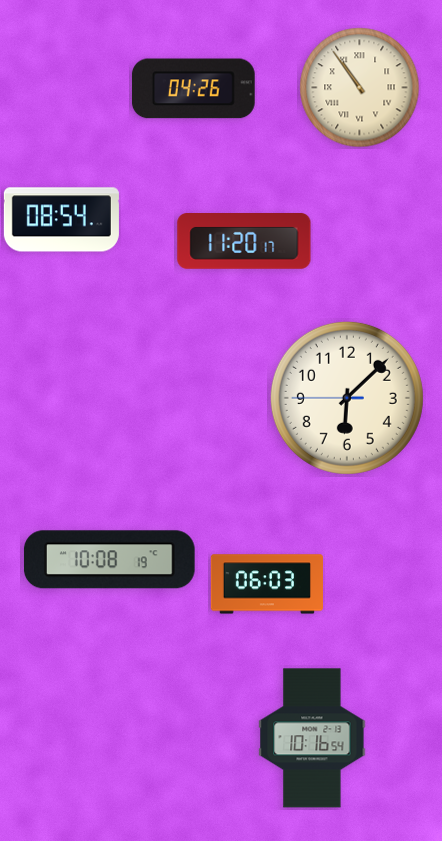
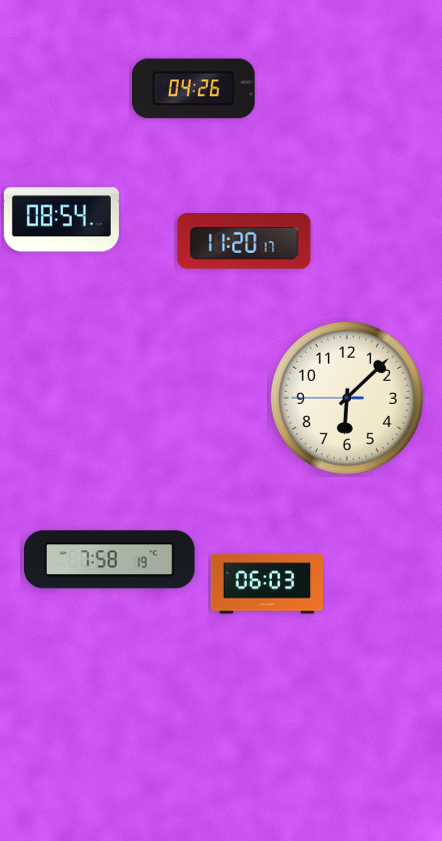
clock at (360, 88): 10:54 -> none
clock at (109, 560): 10:08 -> 7:58
clock at (312, 738): 10:16 -> none
